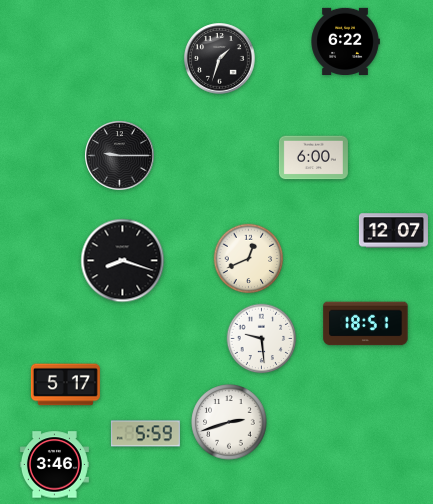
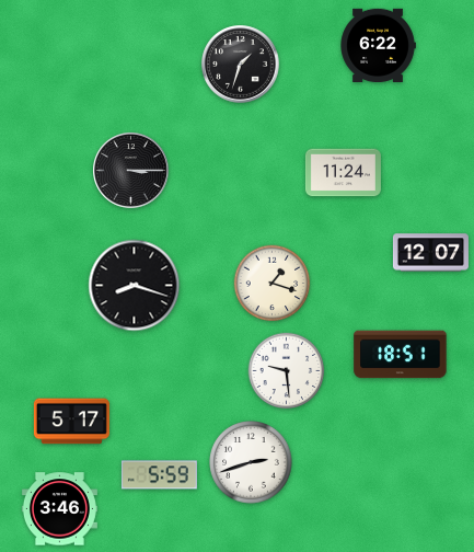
clock at (120, 156): 9:15 -> 3:15
clock at (313, 158): 6:00 -> 11:24
clock at (249, 259): 12:41 -> 1:18
